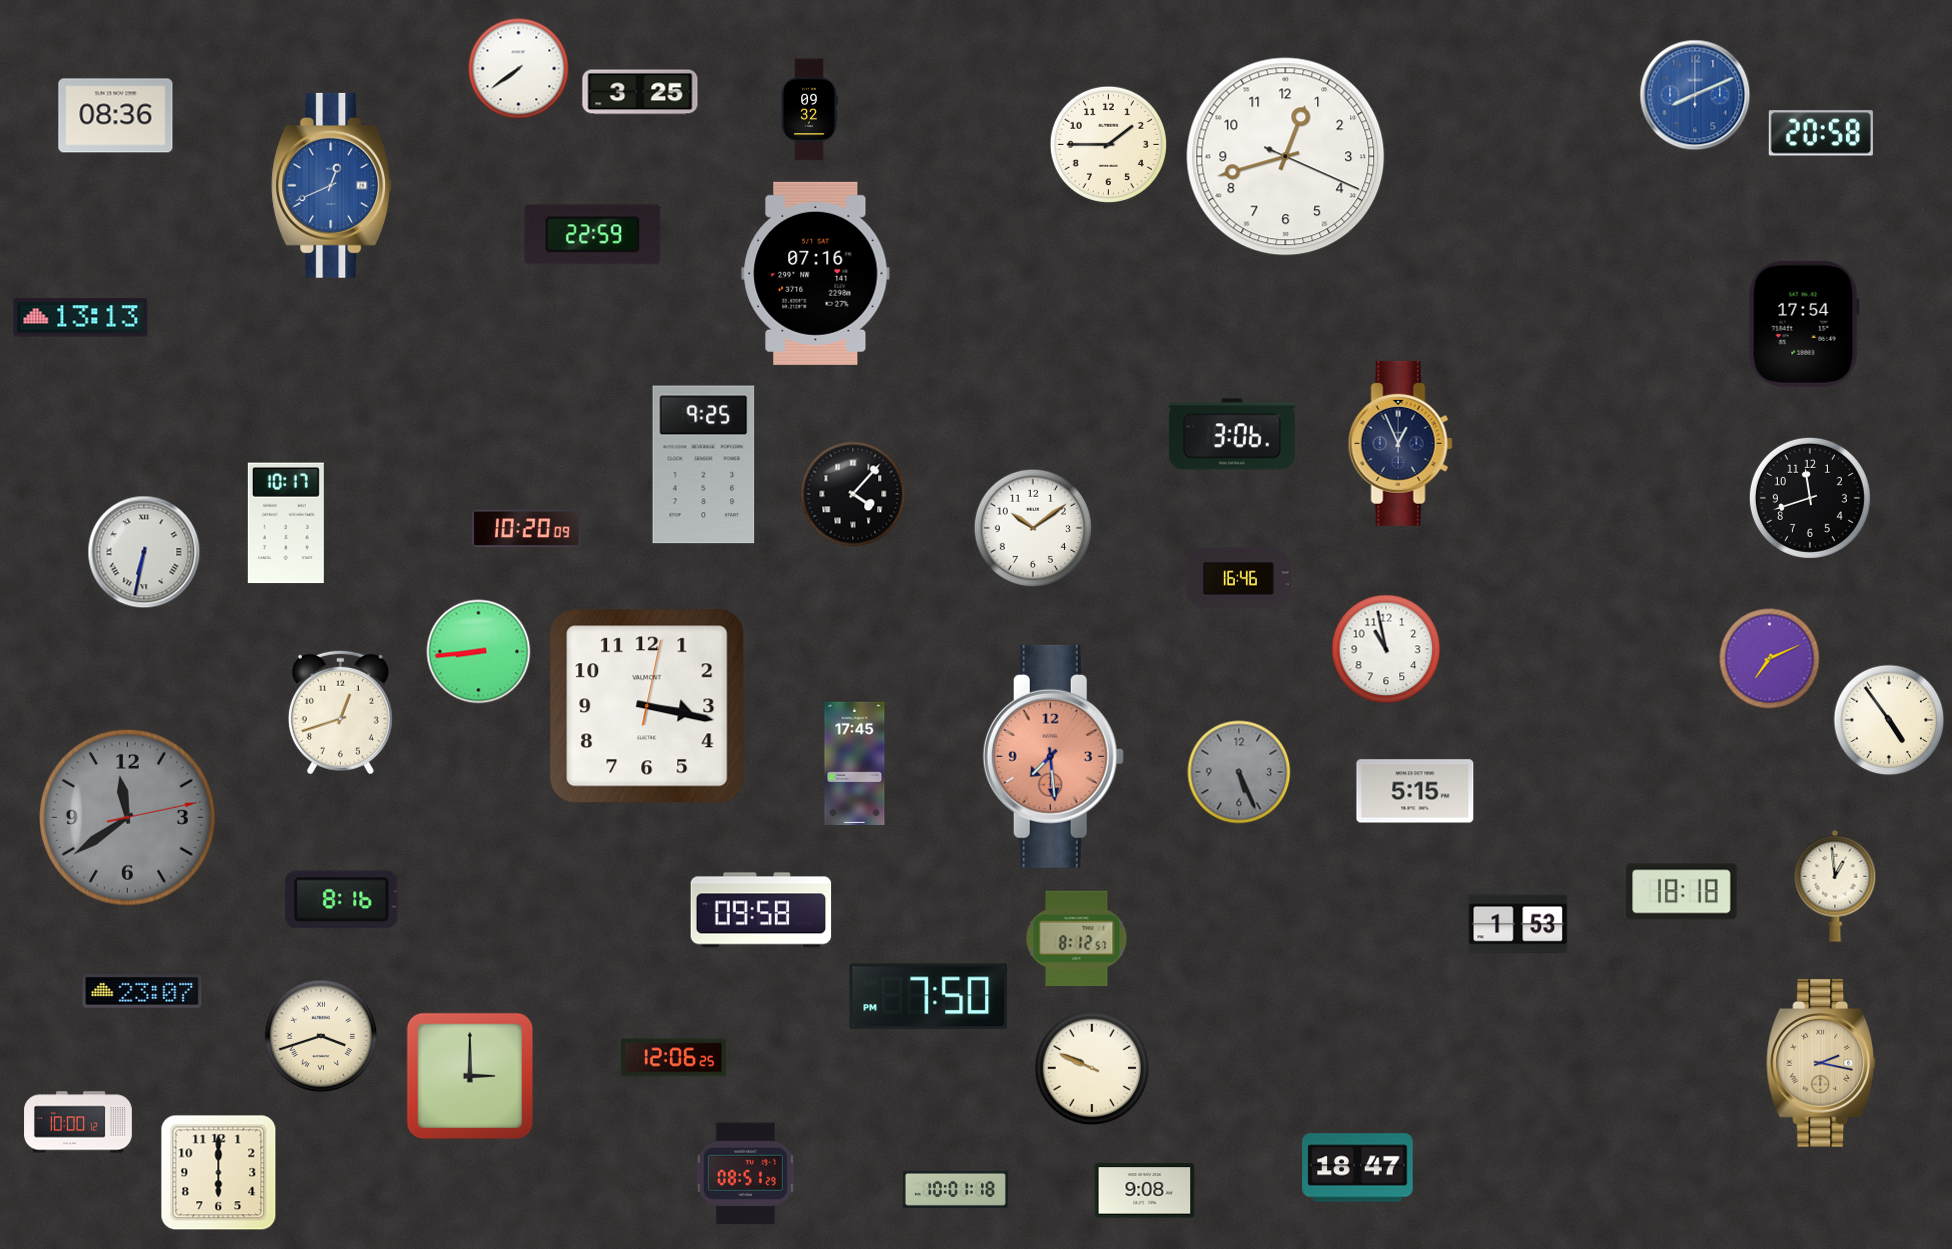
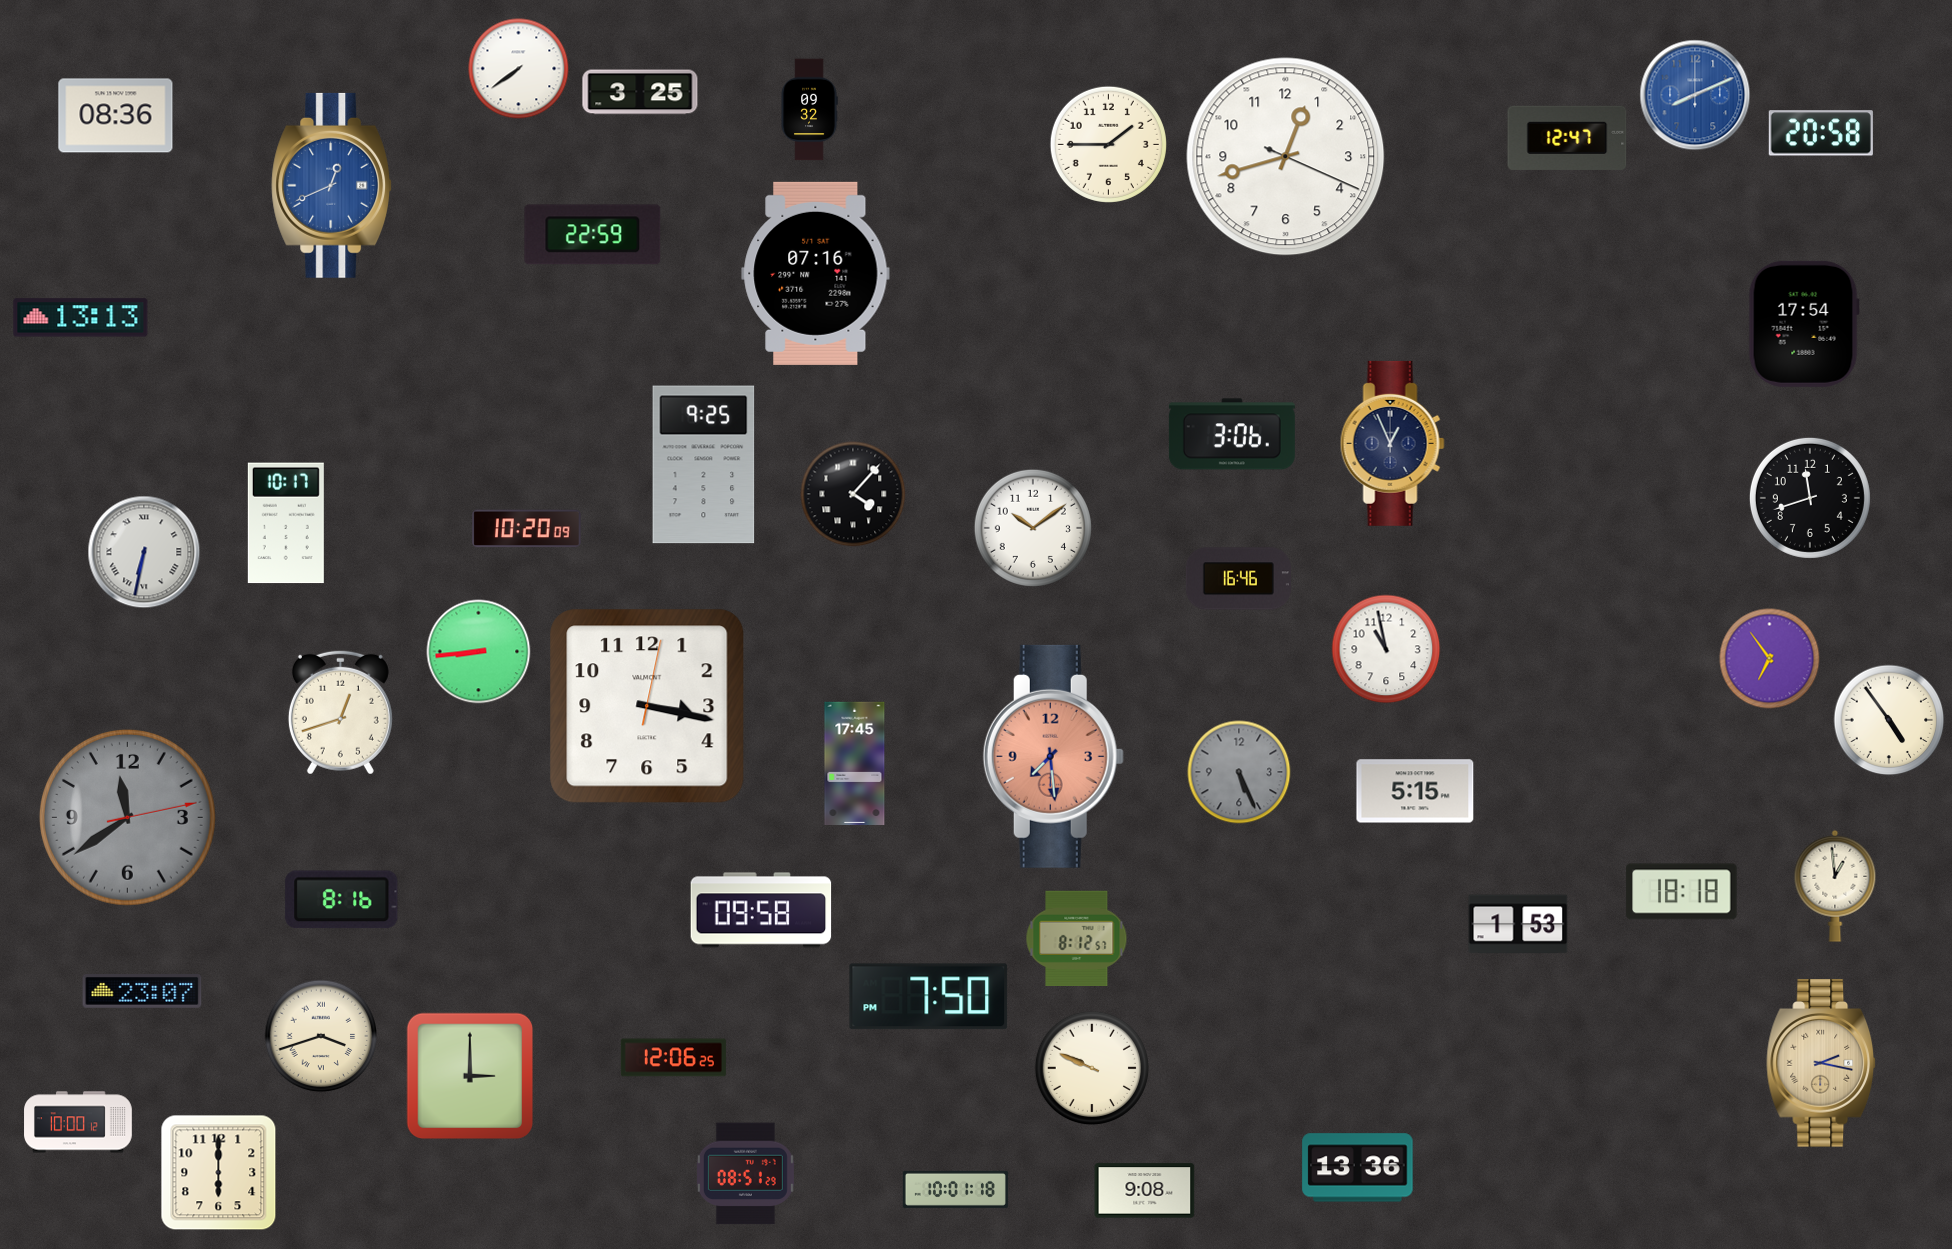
clock at (1567, 138): none -> 12:47
clock at (1400, 443) position: (1400, 443) -> (1392, 443)
clock at (1770, 659): 7:11 -> 6:54
clock at (1358, 1168): 18:47 -> 13:36
